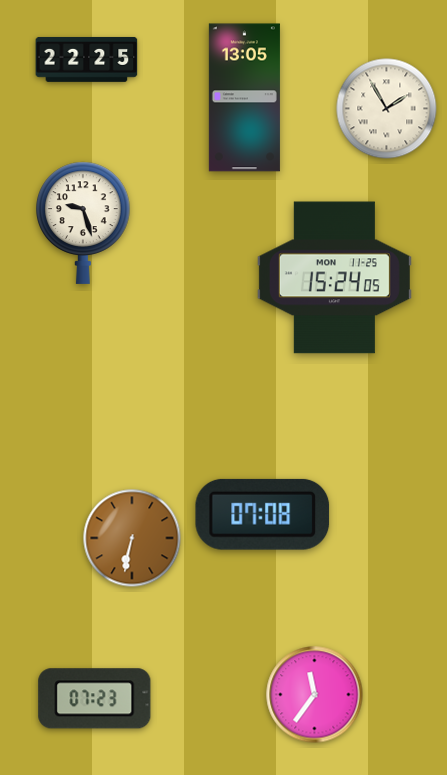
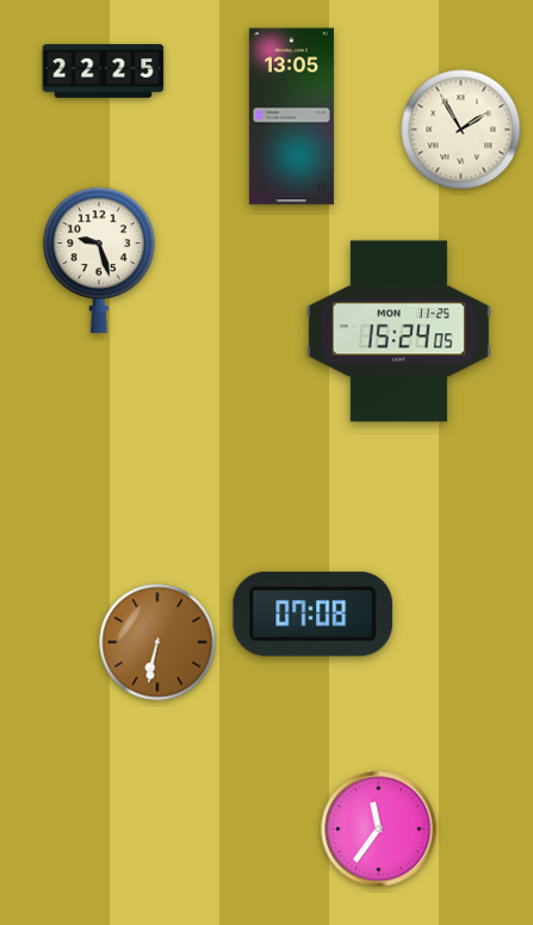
clock at (84, 223) position: (84, 223) -> (100, 260)
clock at (315, 695) position: (315, 695) -> (379, 830)
clock at (95, 699): 07:23 -> none
